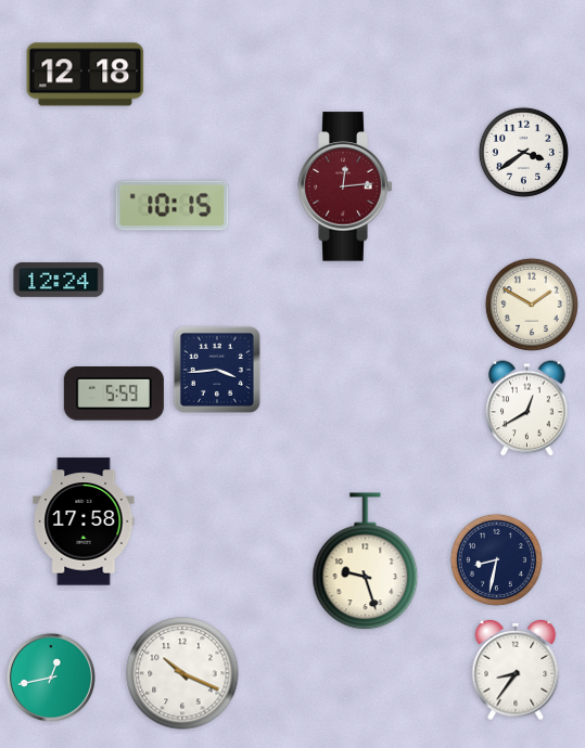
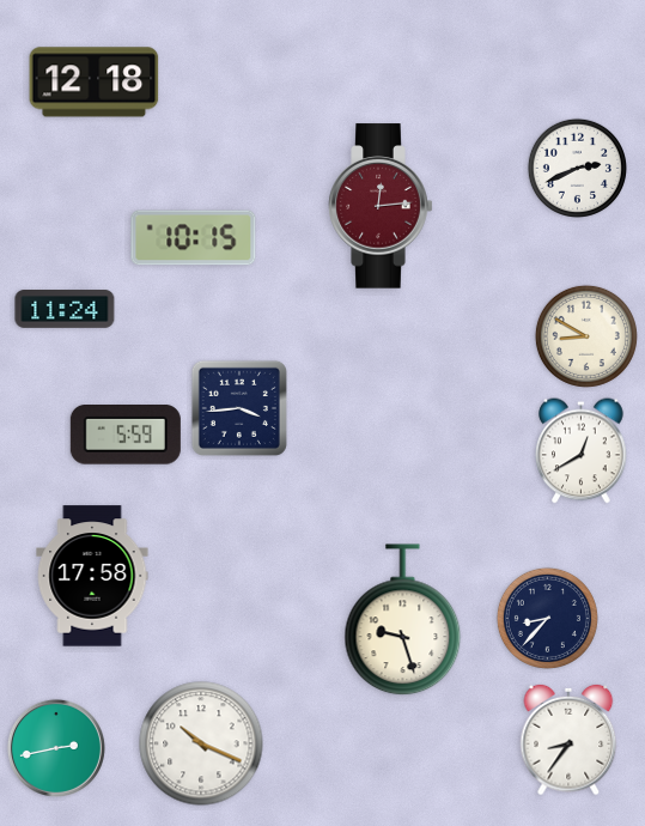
clock at (523, 152): 3:39 -> 2:41
clock at (173, 206) position: (173, 206) -> (194, 238)
clock at (59, 281): 12:24 -> 11:24
clock at (532, 305): 1:50 -> 8:50
clock at (496, 559): 8:32 -> 8:37
clock at (51, 678): 12:43 -> 2:43
